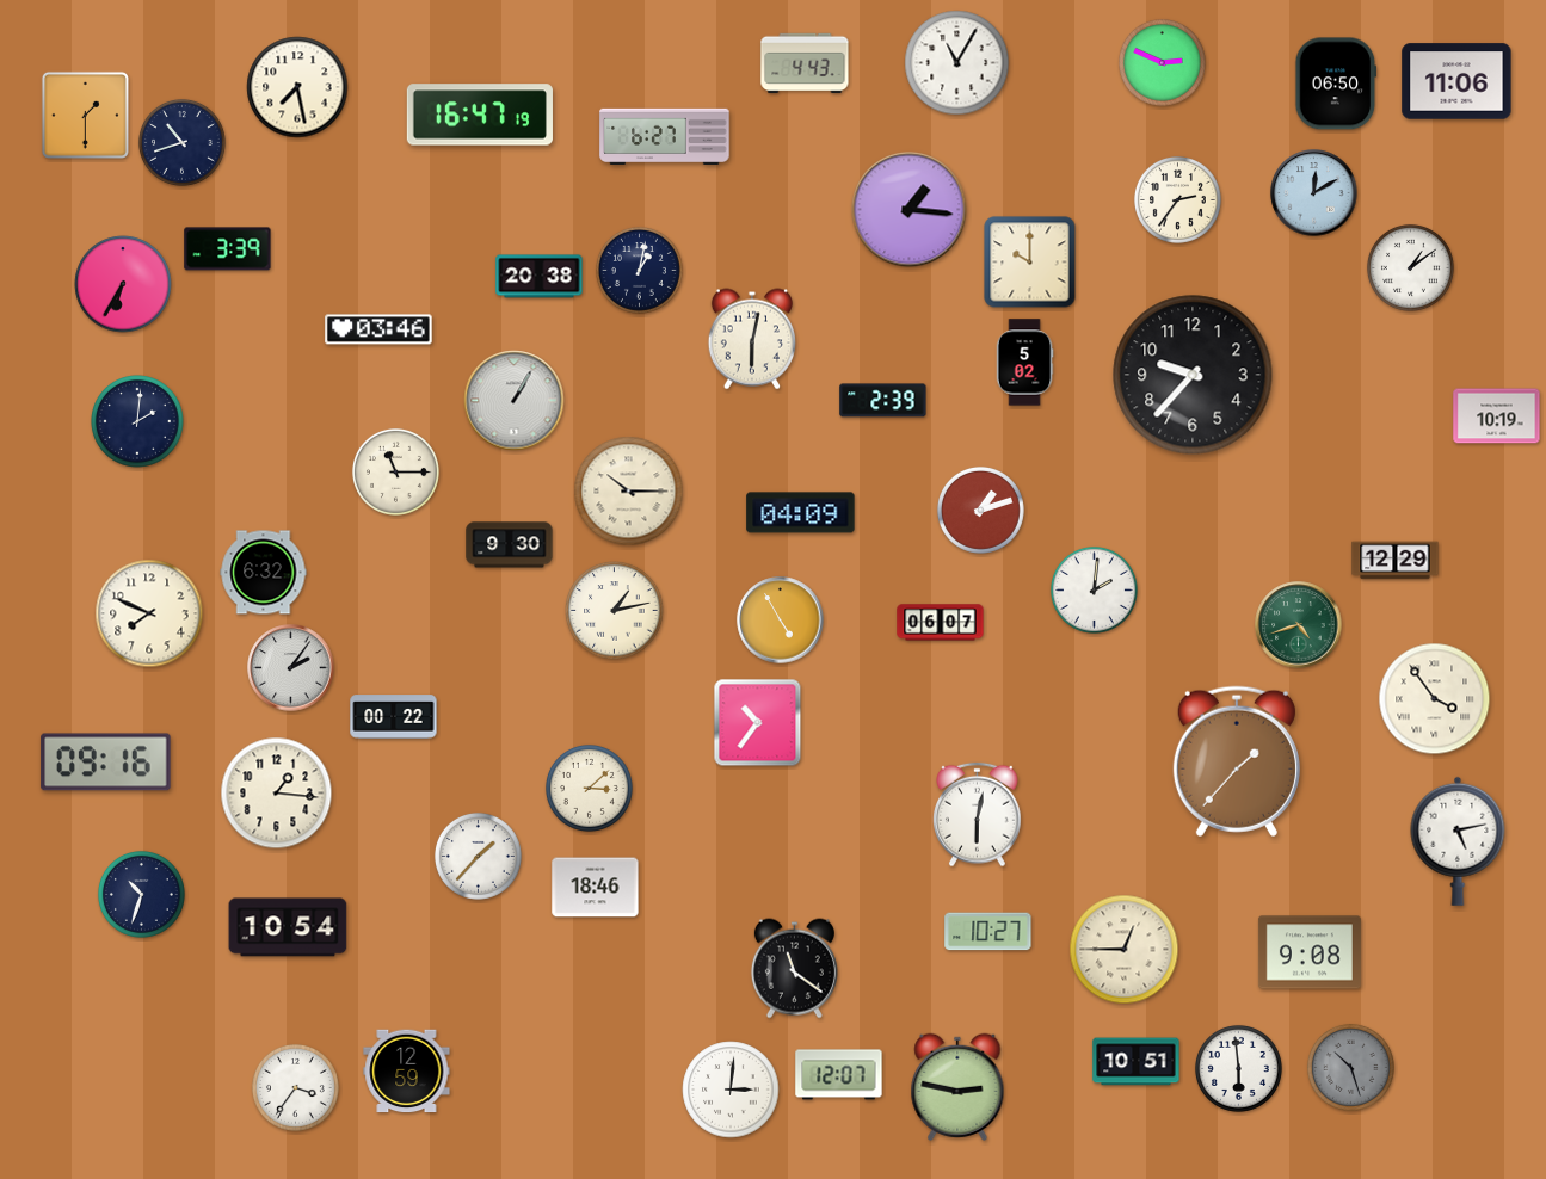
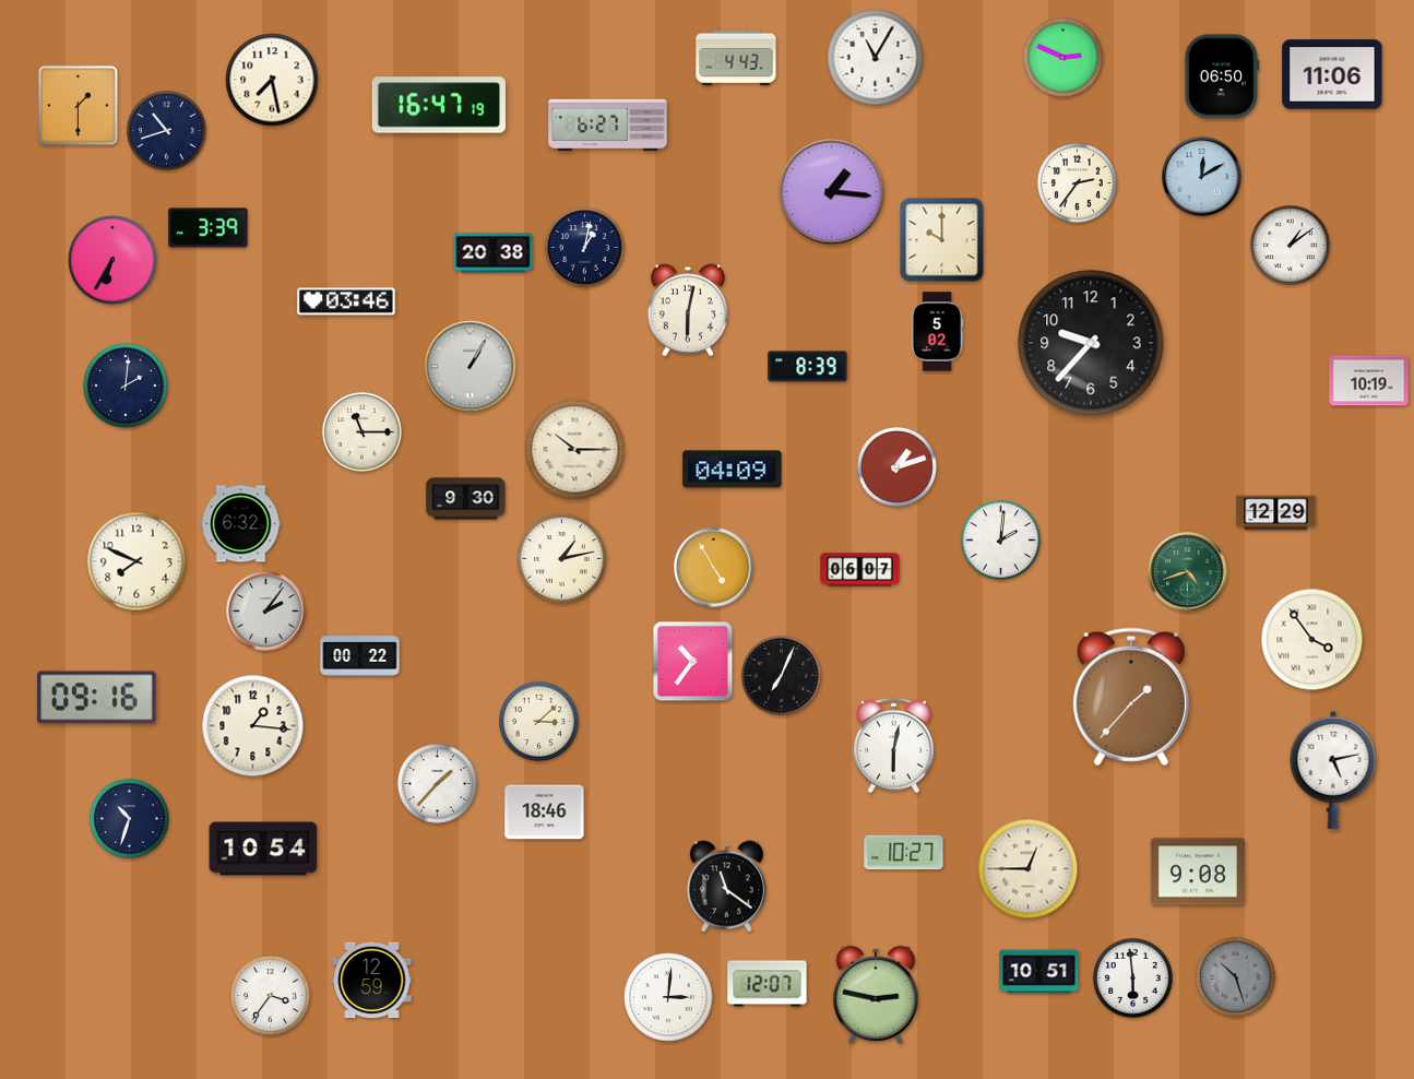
clock at (883, 401): 2:39 -> 8:39
clock at (781, 675): none -> 7:04
